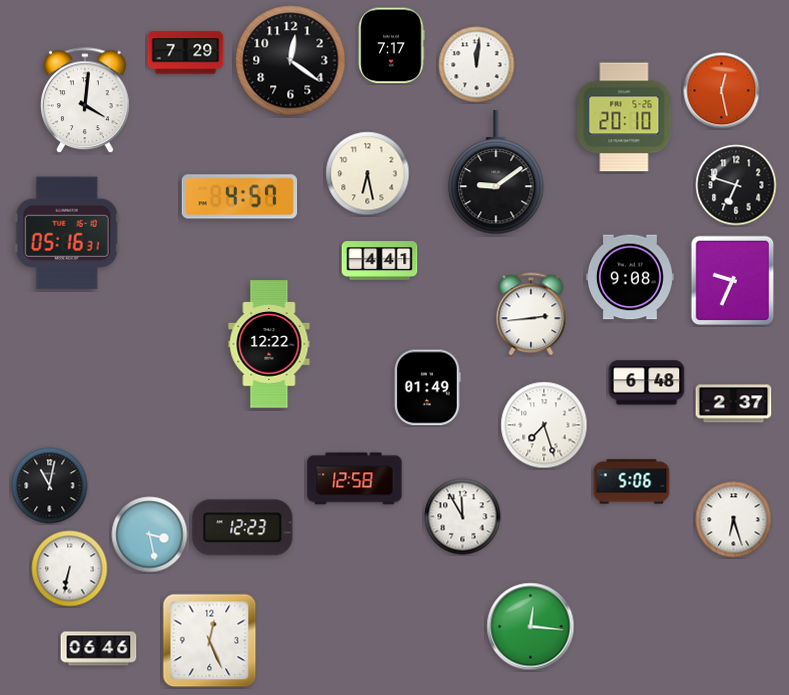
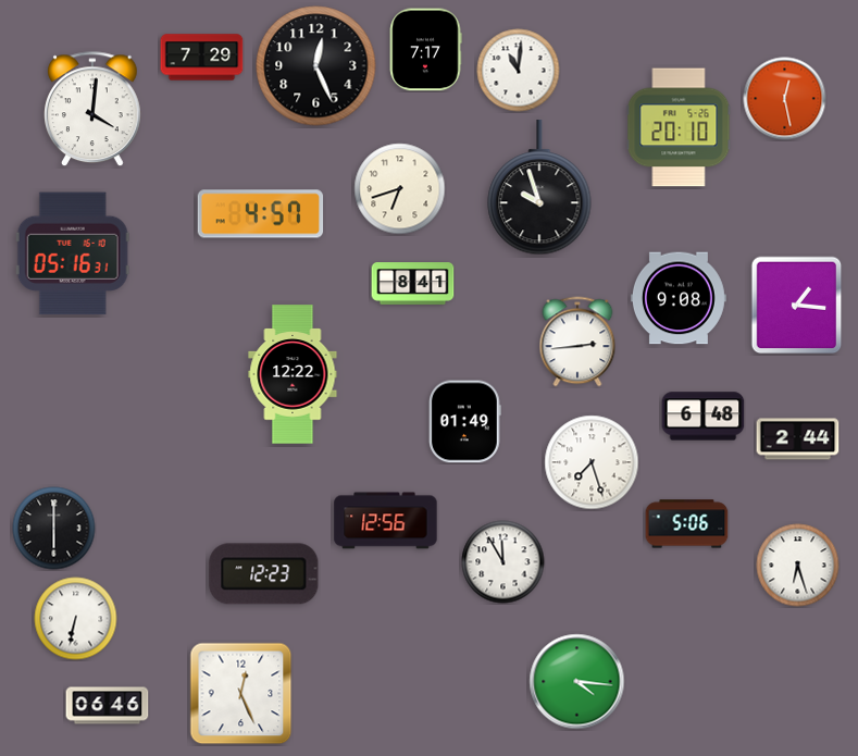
clock at (291, 61): 12:21 -> 12:26
clock at (477, 65): 12:01 -> 11:01
clock at (496, 172): 9:09 -> 9:57
clock at (368, 174): 6:28 -> 6:42
clock at (736, 185): 6:48 -> none
clock at (380, 261): 4:41 -> 8:41
clock at (630, 277) position: (630, 277) -> (679, 298)
clock at (733, 281): 9:34 -> 1:16
clock at (734, 404): 2:37 -> 2:44
clock at (355, 479): 12:58 -> 12:56
clock at (50, 486): 11:02 -> 6:00
clock at (150, 535): 3:28 -> none
clock at (531, 627): 12:16 -> 4:16
clock at (210, 641) position: (210, 641) -> (241, 694)
